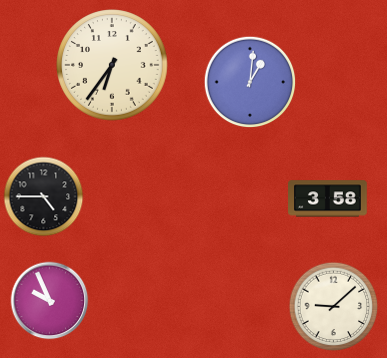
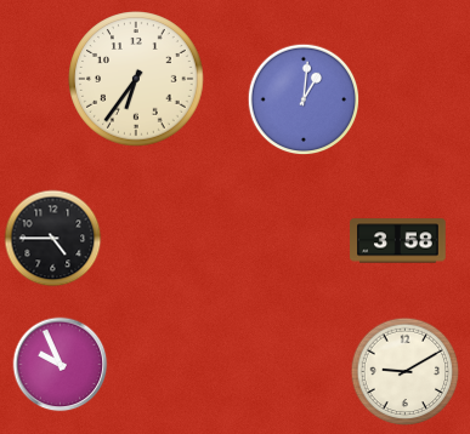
clock at (334, 307): 9:08 -> 9:10
